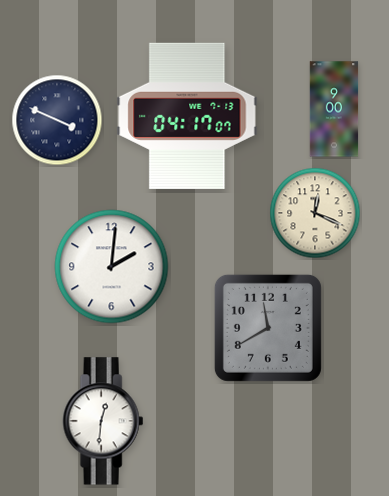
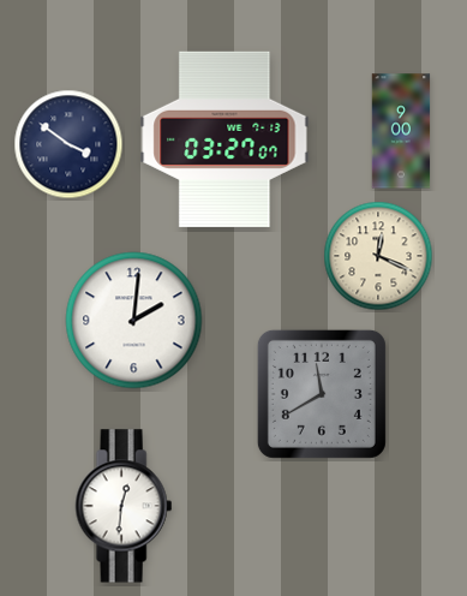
clock at (187, 116): 04:17 -> 03:27
clock at (57, 120): 3:49 -> 3:51
